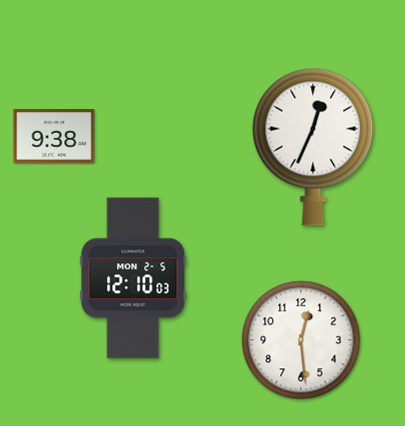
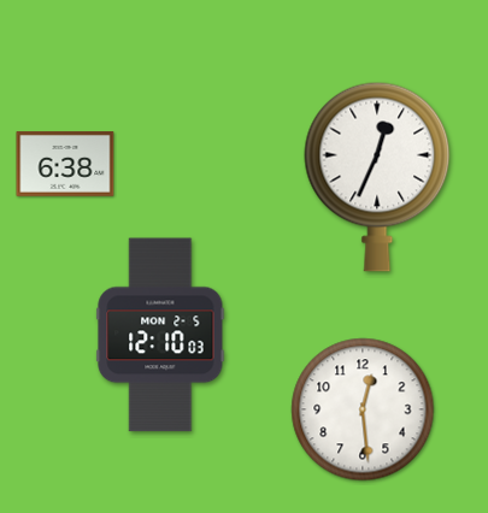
clock at (54, 137): 9:38 -> 6:38
